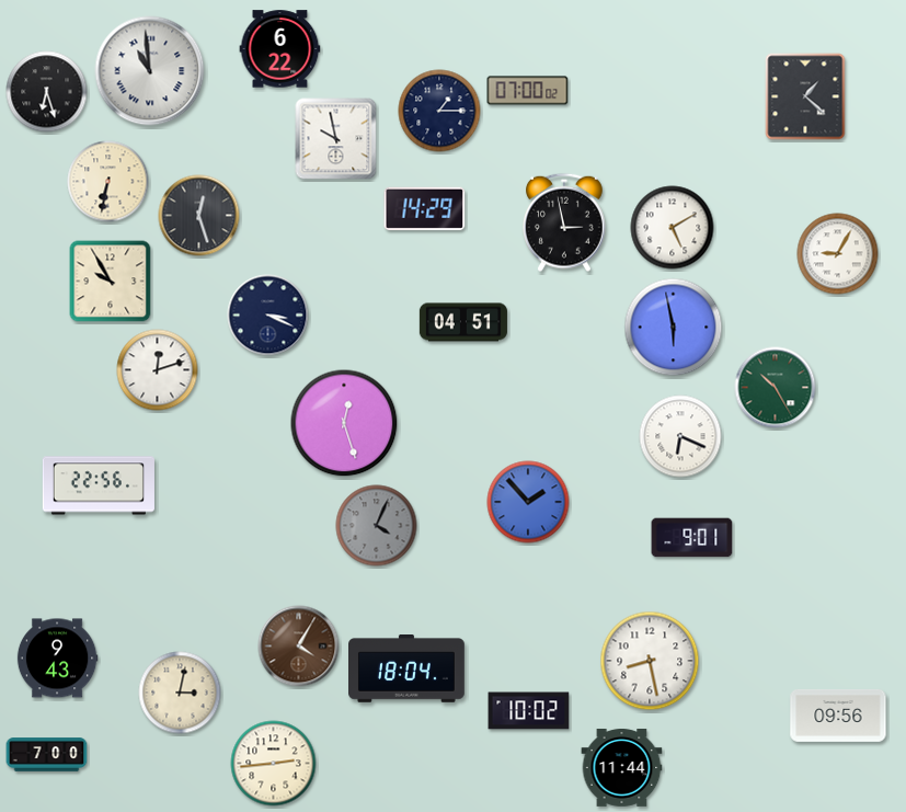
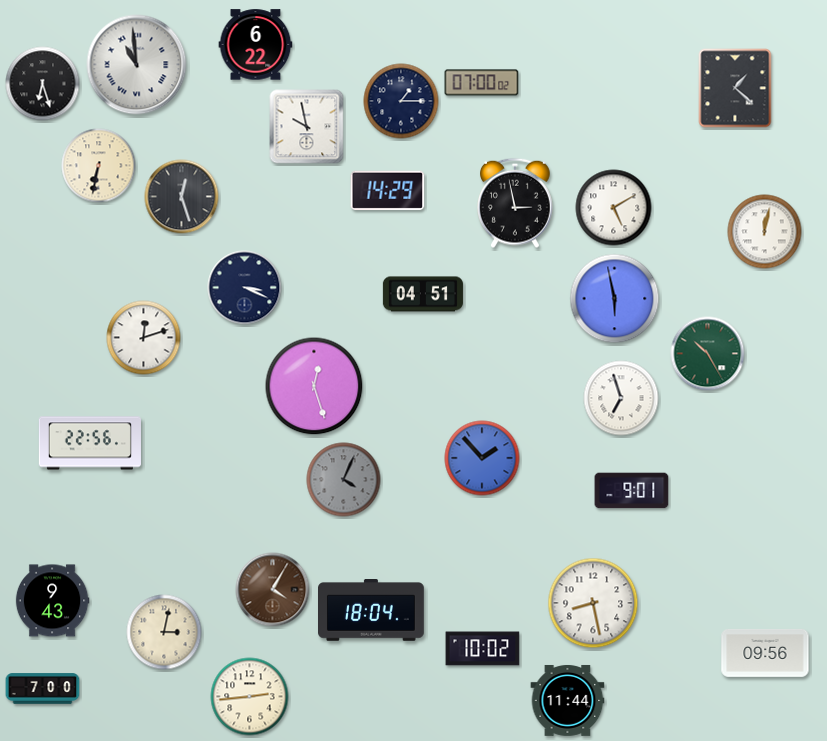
clock at (838, 254): 9:05 -> 12:02
clock at (111, 282): 9:55 -> none
clock at (680, 436): 6:19 -> 6:57
